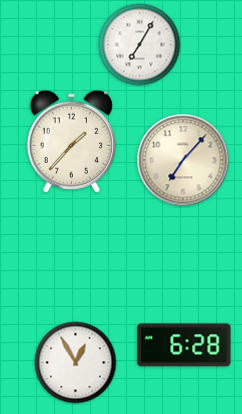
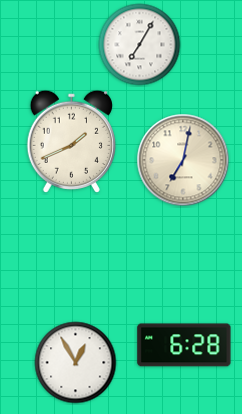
clock at (71, 141): 1:37 -> 1:41
clock at (183, 160): 7:07 -> 7:02
